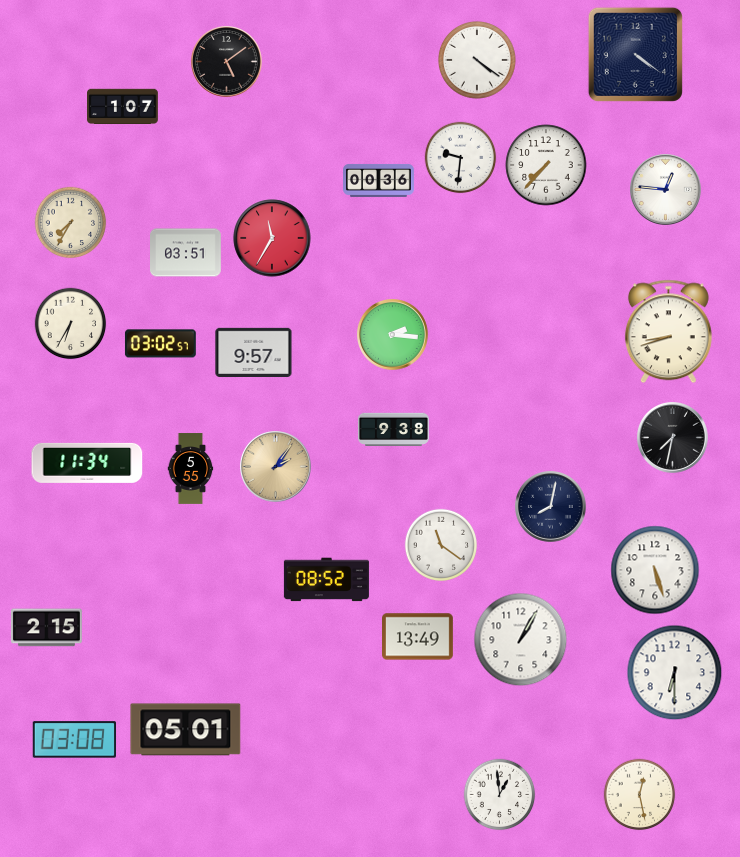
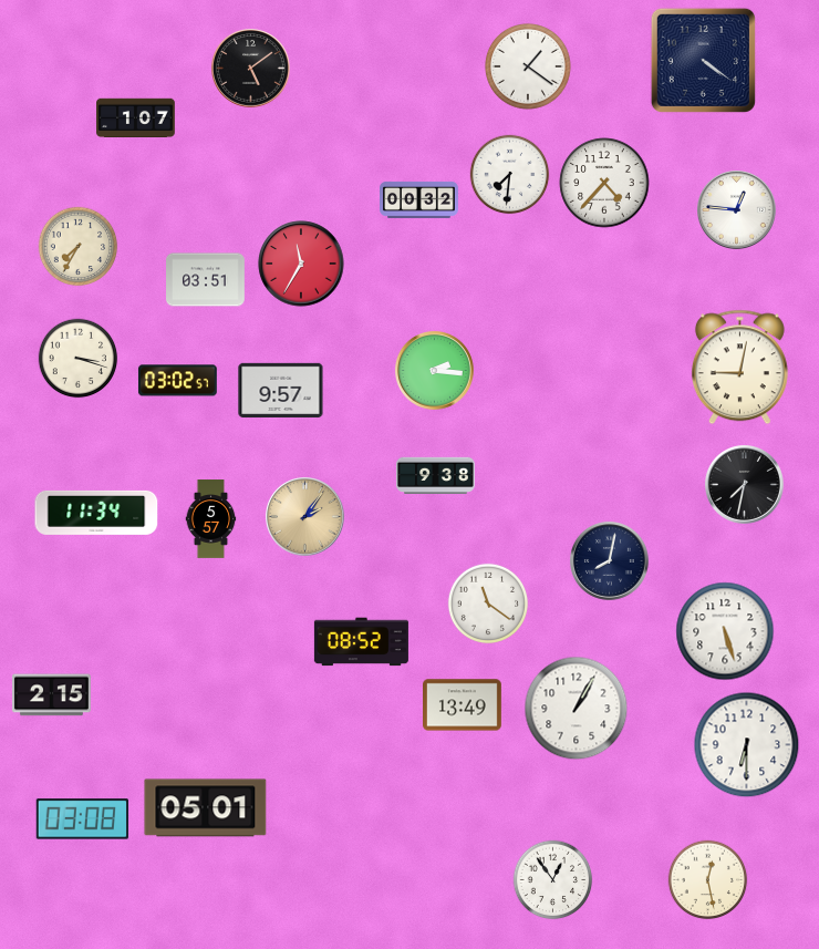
clock at (478, 61): 4:21 -> 1:21
clock at (461, 158): 9:31 -> 7:31
clock at (546, 165): 7:37 -> 4:37
clock at (379, 180): 00:36 -> 00:32
clock at (71, 324): 6:35 -> 3:18
clock at (668, 332): 8:42 -> 9:02
clock at (191, 469): 5:55 -> 5:57
clock at (500, 795): 12:59 -> 12:54
